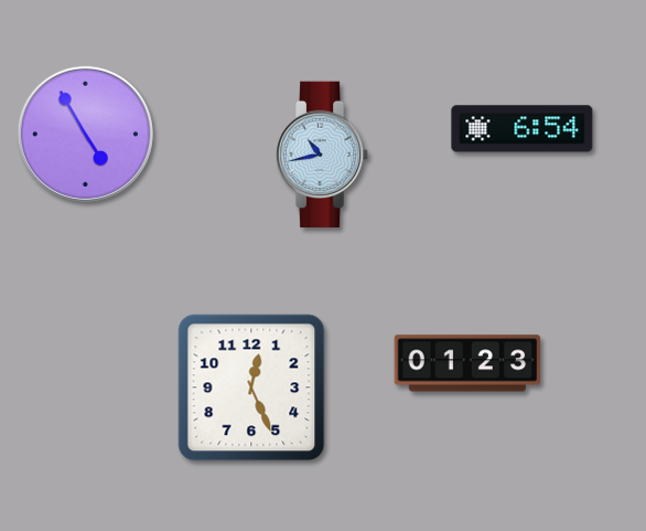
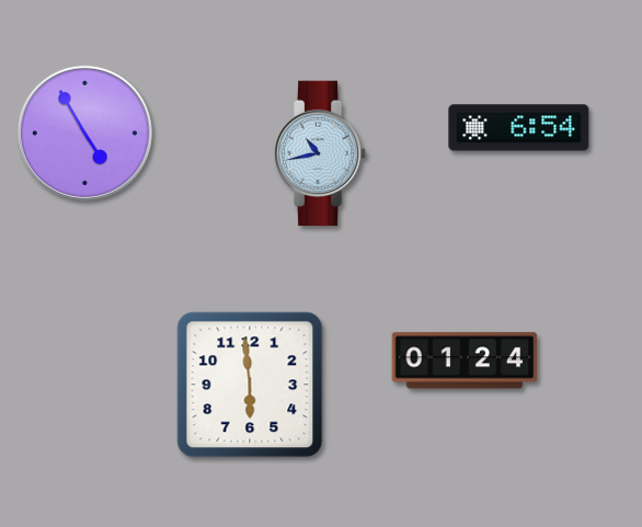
clock at (467, 363): 01:23 -> 01:24
clock at (251, 387): 12:26 -> 5:59
